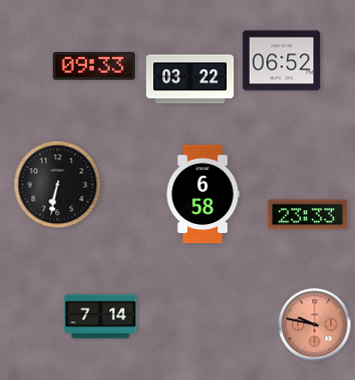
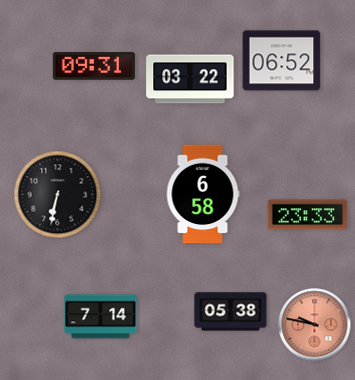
clock at (94, 66): 09:33 -> 09:31
clock at (58, 185) position: (58, 185) -> (58, 195)
clock at (231, 312): none -> 05:38
